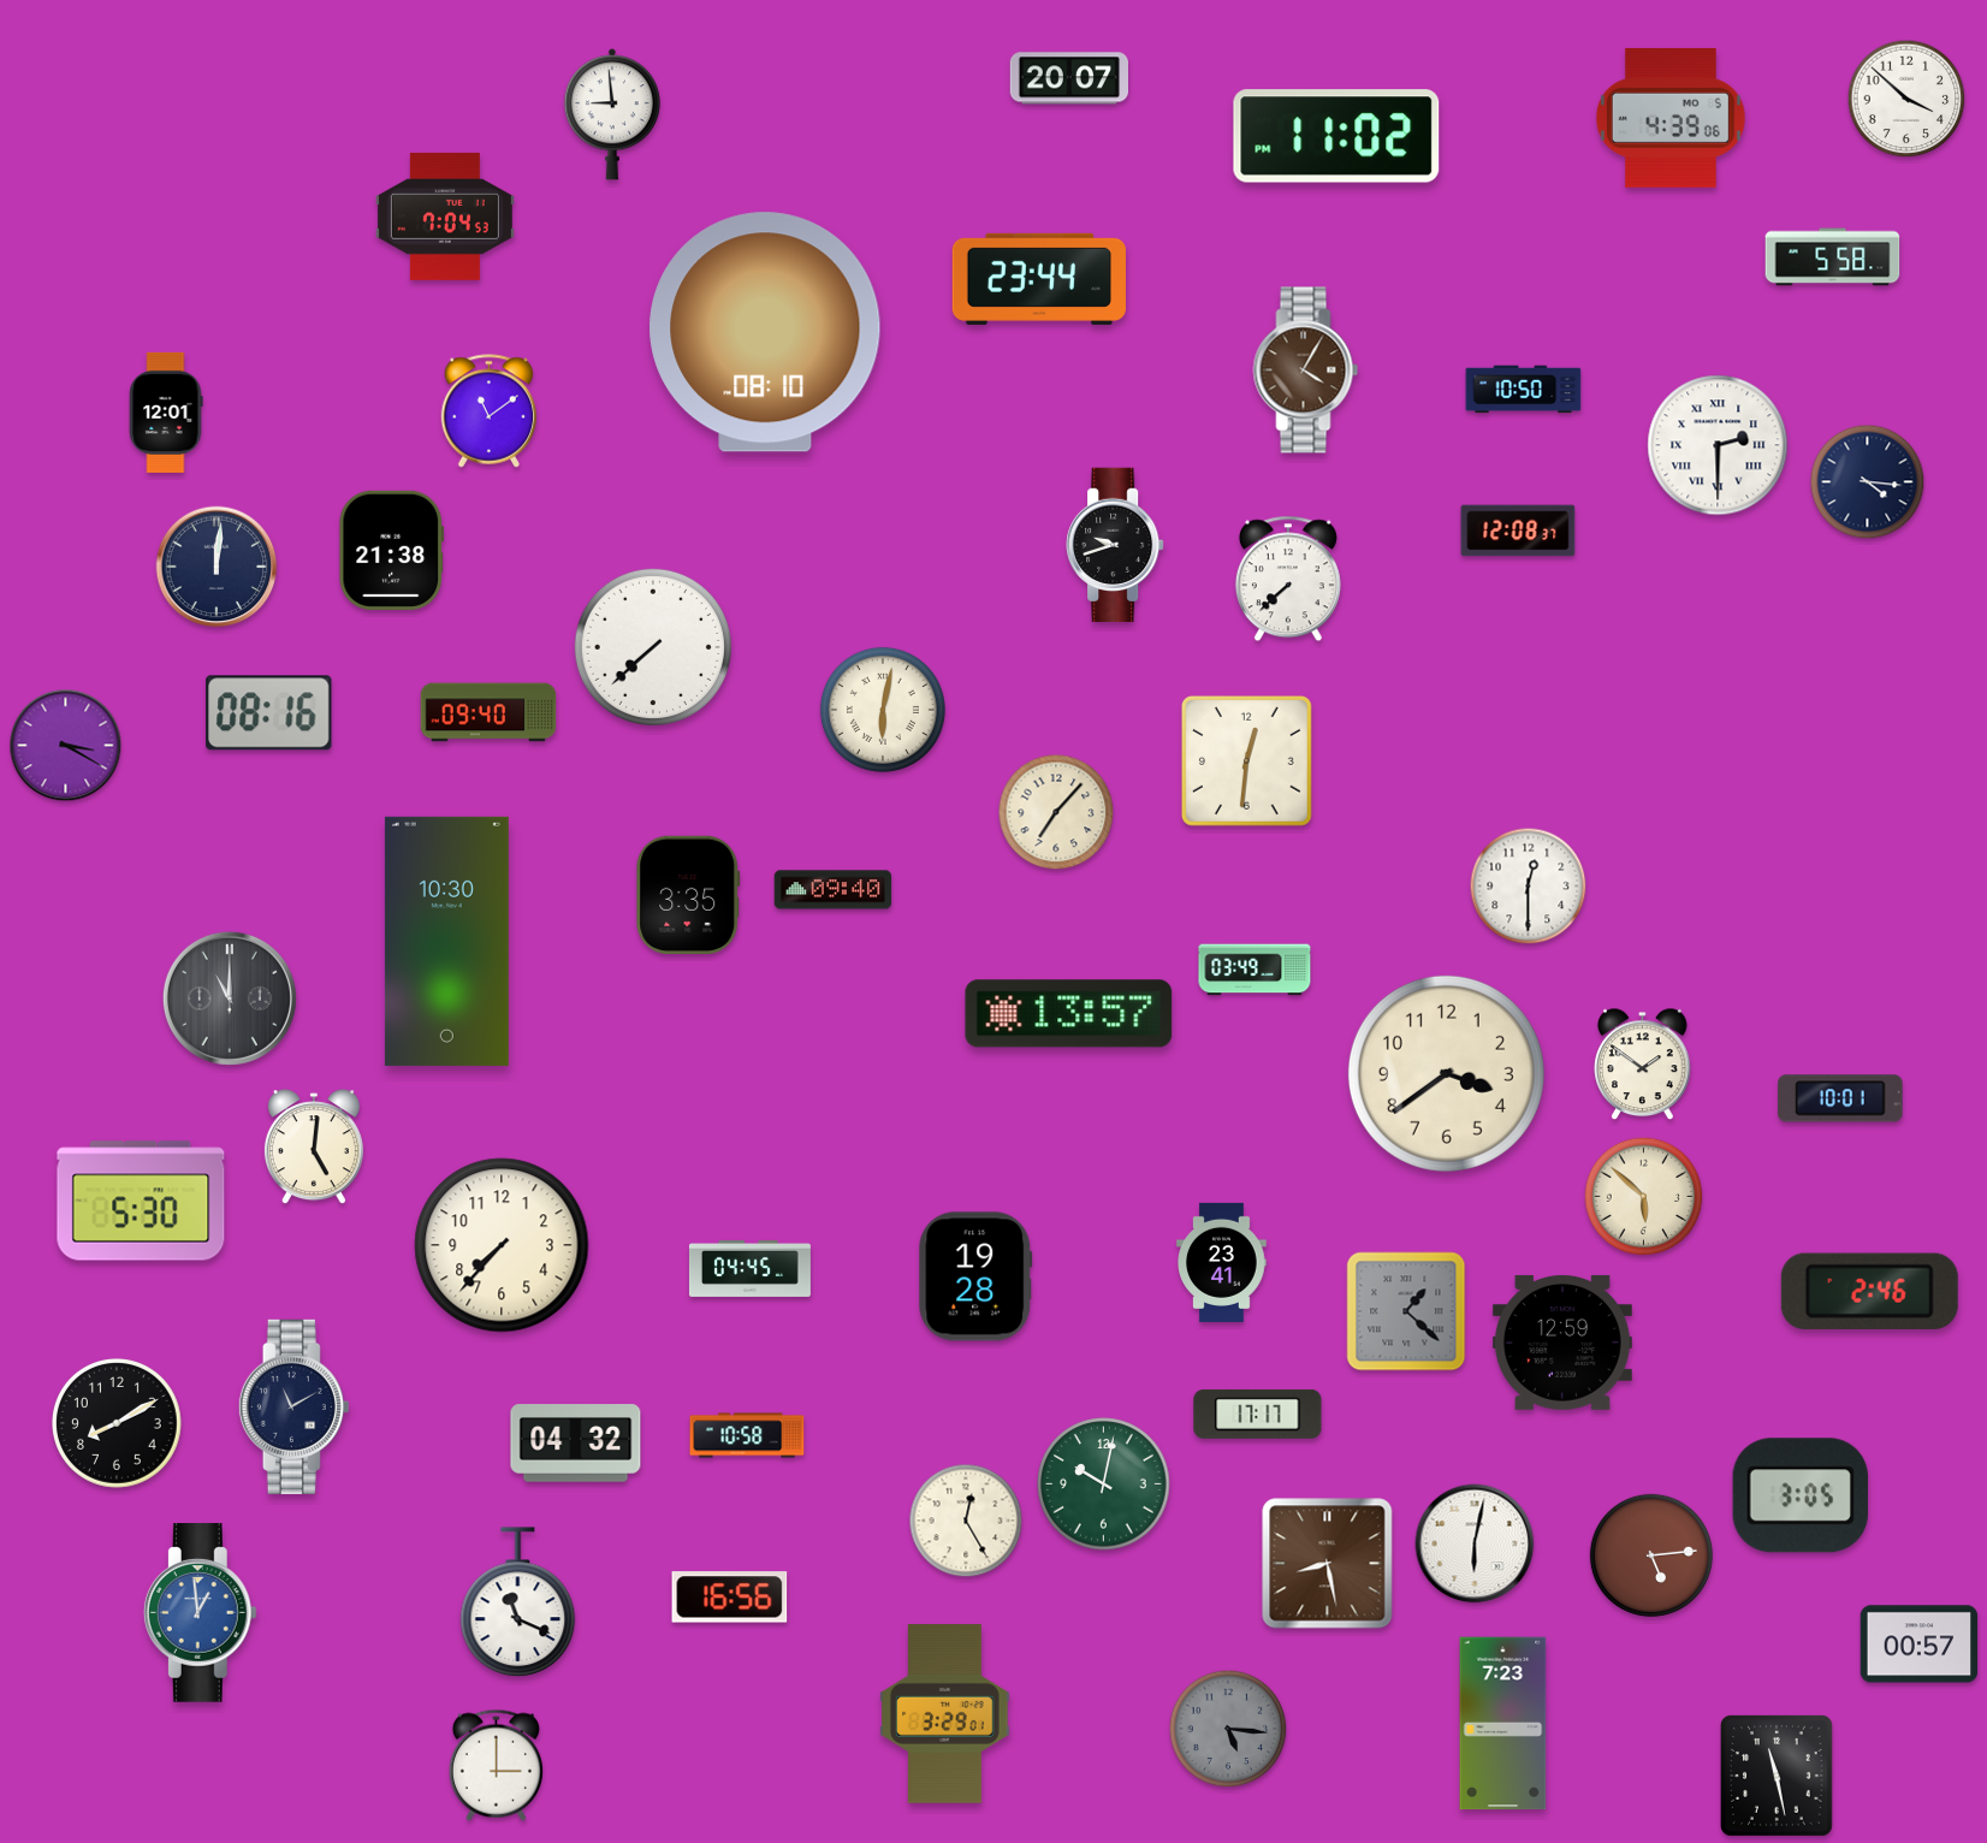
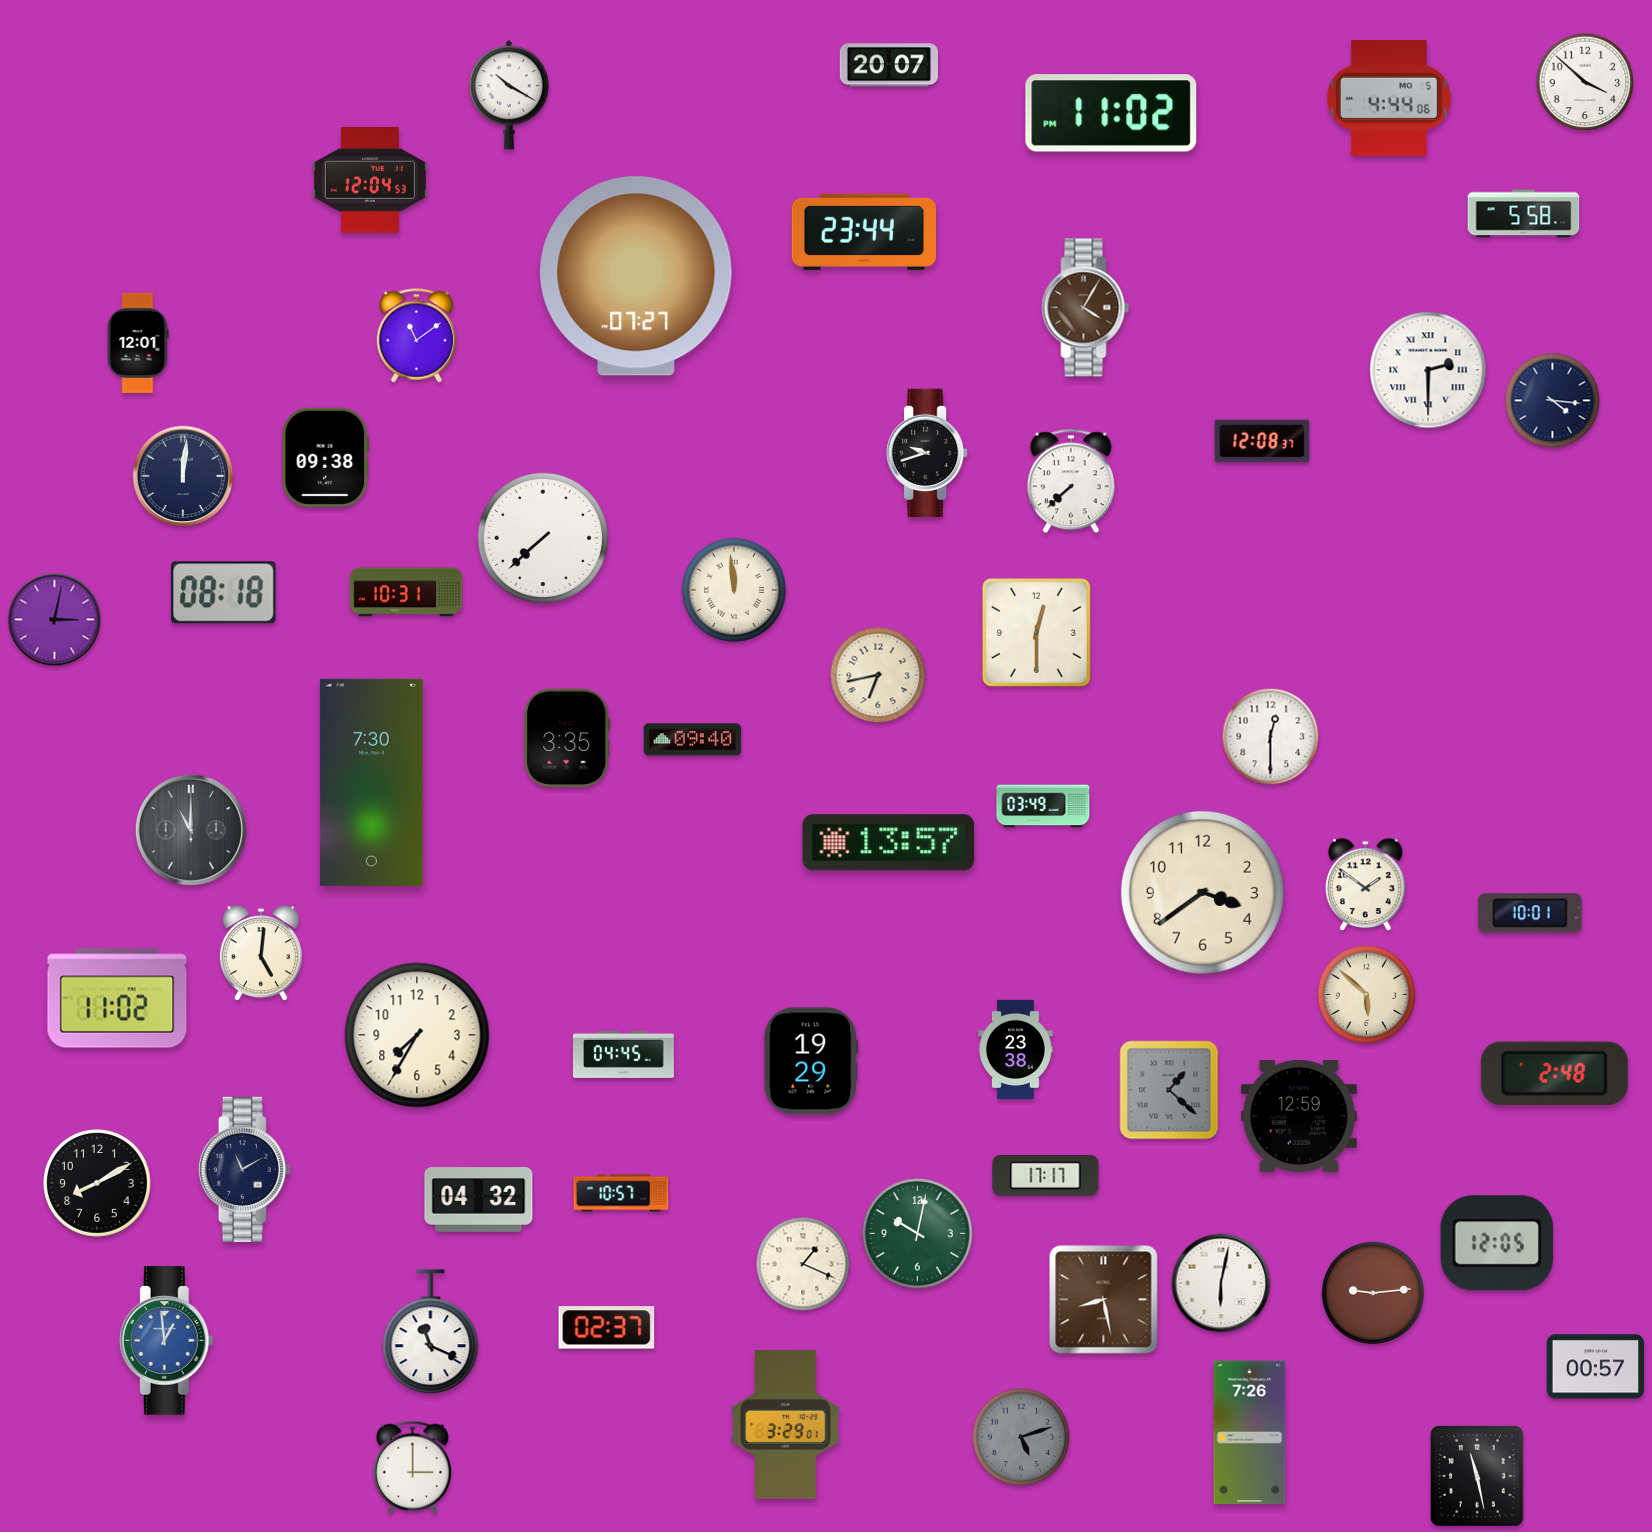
clock at (612, 114): 8:59 -> 10:20
clock at (1671, 118): 4:39 -> 4:44
clock at (445, 217): 7:04 -> 12:04
clock at (765, 332): 08:10 -> 07:27
clock at (1524, 390): 10:50 -> none
clock at (490, 411) position: (490, 411) -> (417, 336)
clock at (391, 550): 21:38 -> 09:38
clock at (217, 567) position: (217, 567) -> (183, 476)
clock at (883, 710): 6:02 -> 11:59
clock at (488, 712): 09:40 -> 10:31
clock at (269, 713): 08:16 -> 08:18
clock at (66, 746): 3:20 -> 3:02
clock at (1246, 760): 12:31 -> 12:30
clock at (1056, 812): 7:07 -> 6:43
clock at (688, 895) position: (688, 895) -> (567, 738)
clock at (446, 941): 10:30 -> 7:30
clock at (141, 1201): 5:30 -> 11:02
clock at (502, 1245): 7:37 -> 7:35
clock at (1222, 1262): 23:41 -> 23:38
clock at (975, 1276): 19:28 -> 19:29
clock at (1869, 1291): 2:46 -> 2:48
clock at (747, 1435): 10:58 -> 10:57
clock at (1801, 1495): 3:05 -> 12:05
clock at (966, 1521): 12:25 -> 1:19
clock at (1475, 1543) position: (1475, 1543) -> (1221, 1283)
clock at (1651, 1555): 5:14 -> 9:14
clock at (730, 1598): 16:56 -> 02:37
clock at (1503, 1724): 7:23 -> 7:26
clock at (1228, 1729): 5:16 -> 5:12
